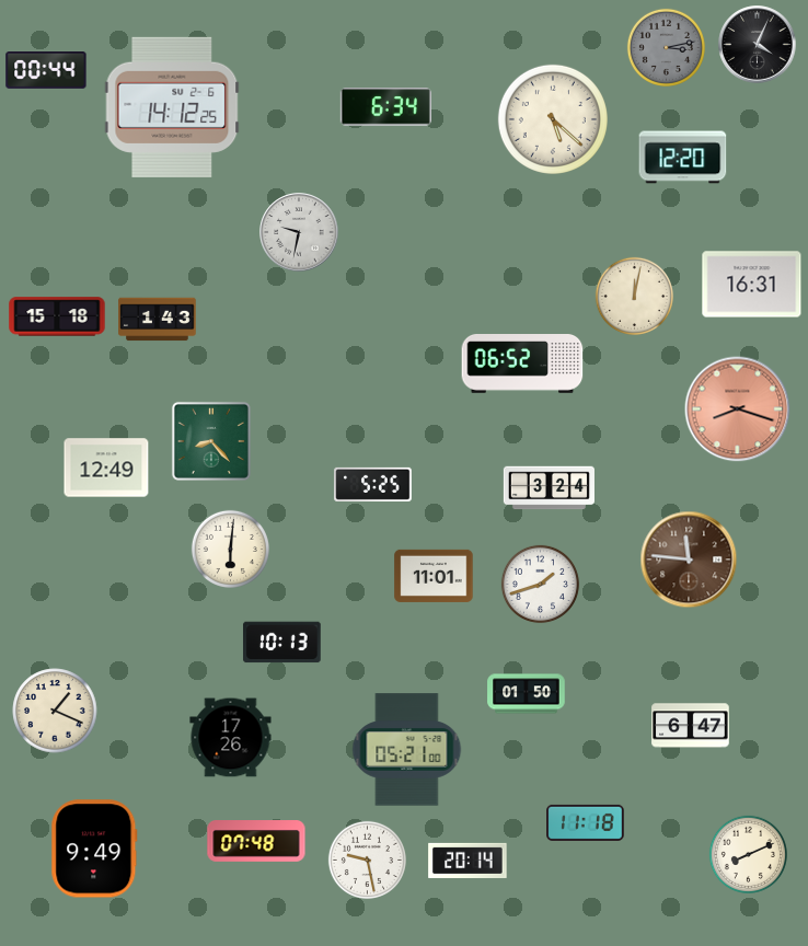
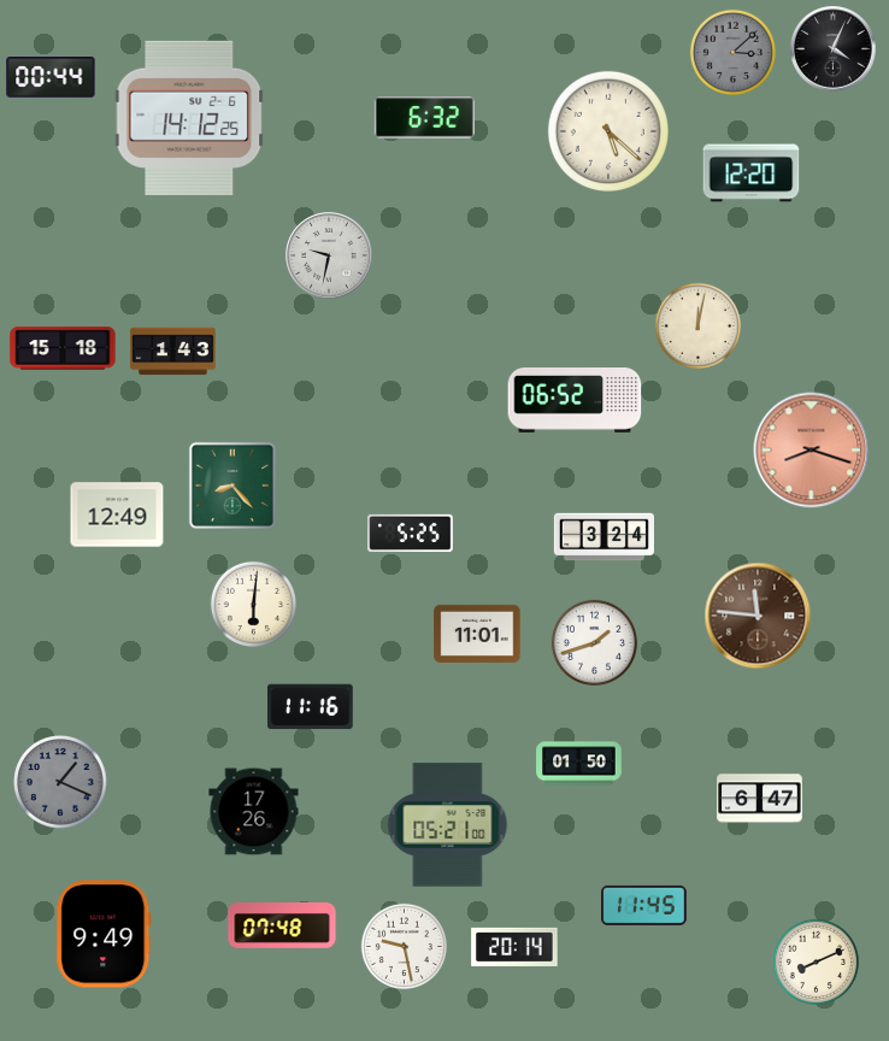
clock at (666, 47): 3:13 -> 3:08
clock at (385, 107): 6:34 -> 6:32
clock at (752, 285): 16:31 -> none
clock at (282, 643): 10:13 -> 11:16
clock at (55, 711) dial: cream -> grey
clock at (586, 822): 11:18 -> 11:45
clock at (748, 854) position: (748, 854) -> (816, 961)
